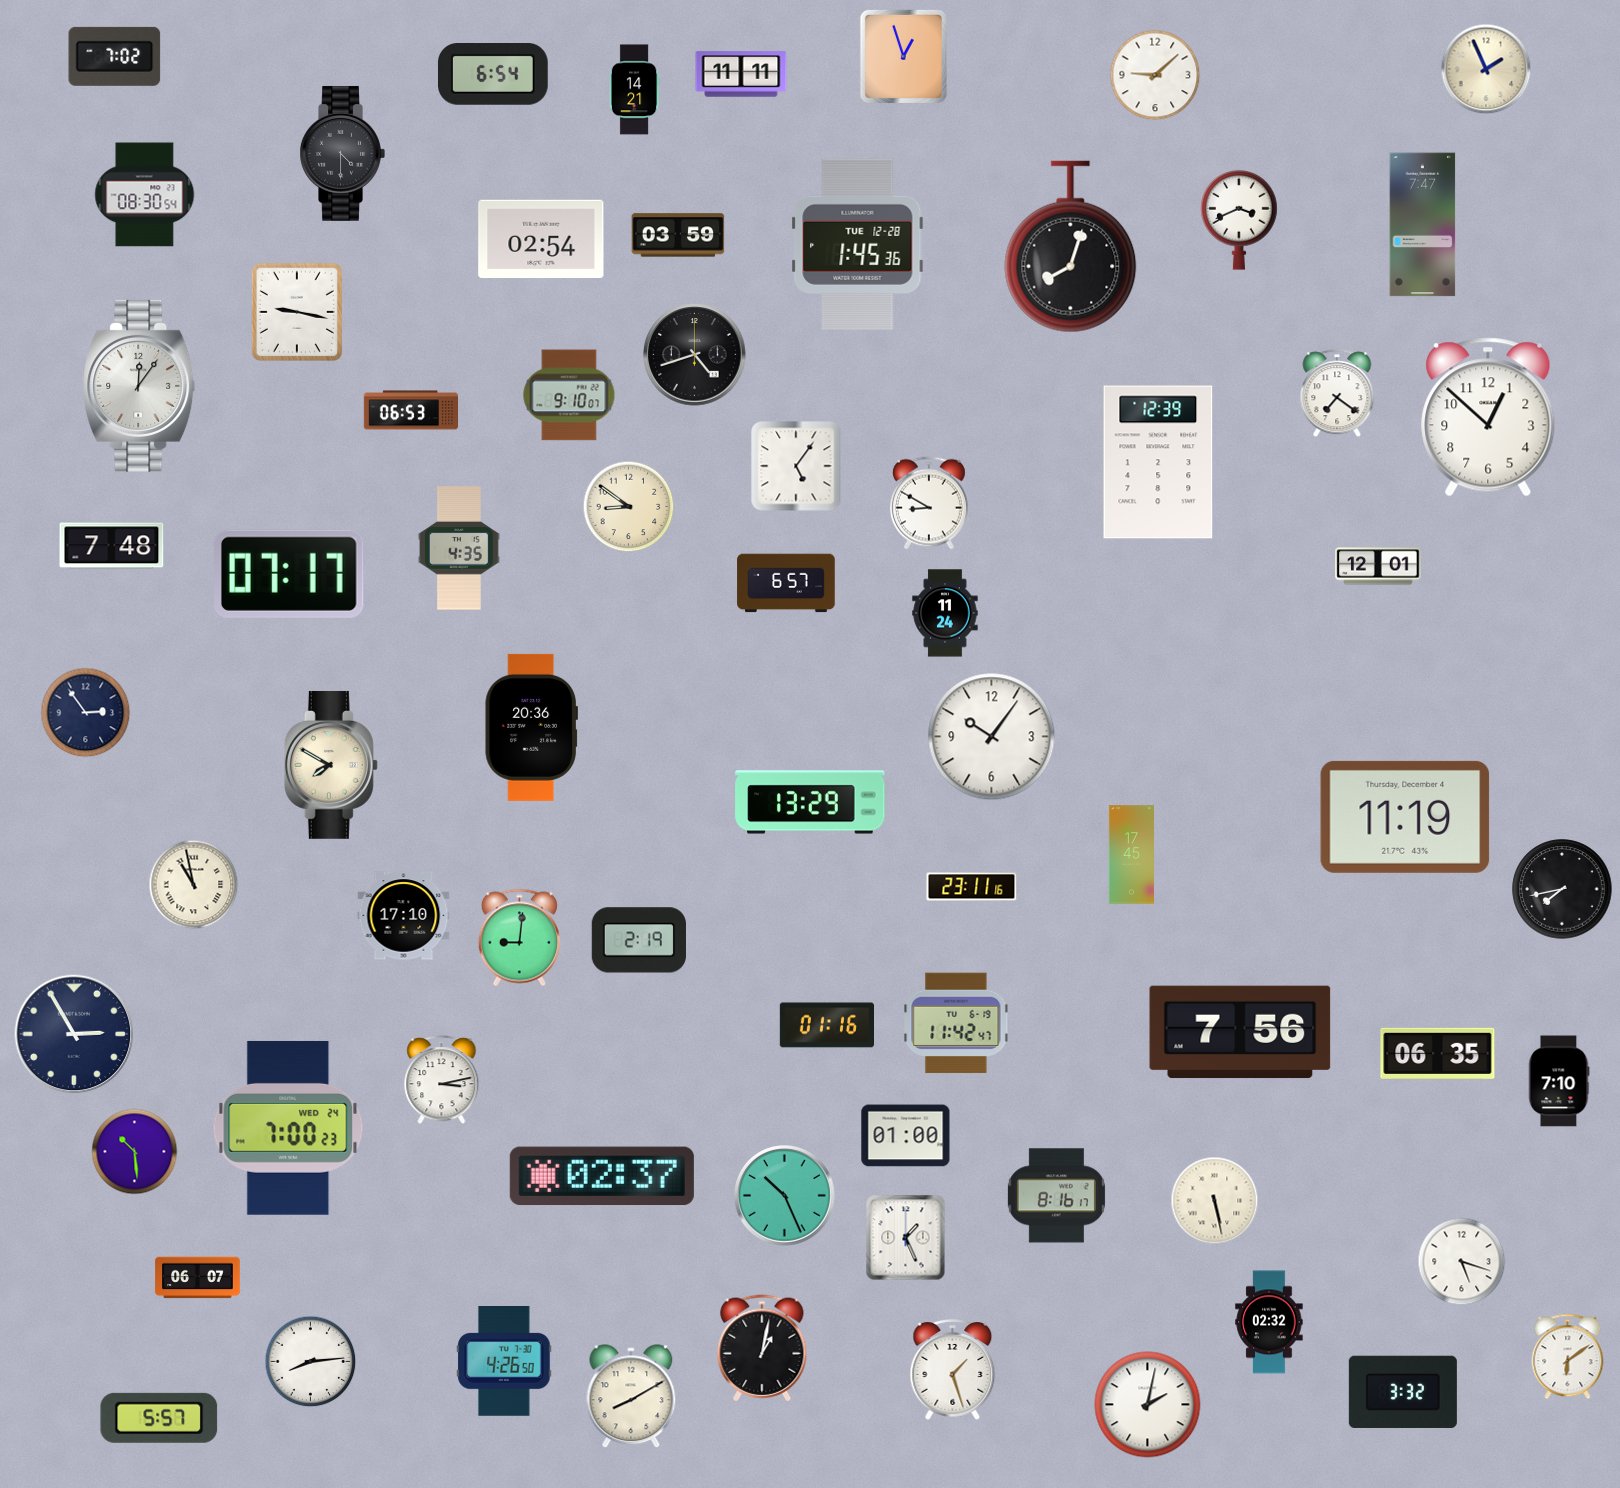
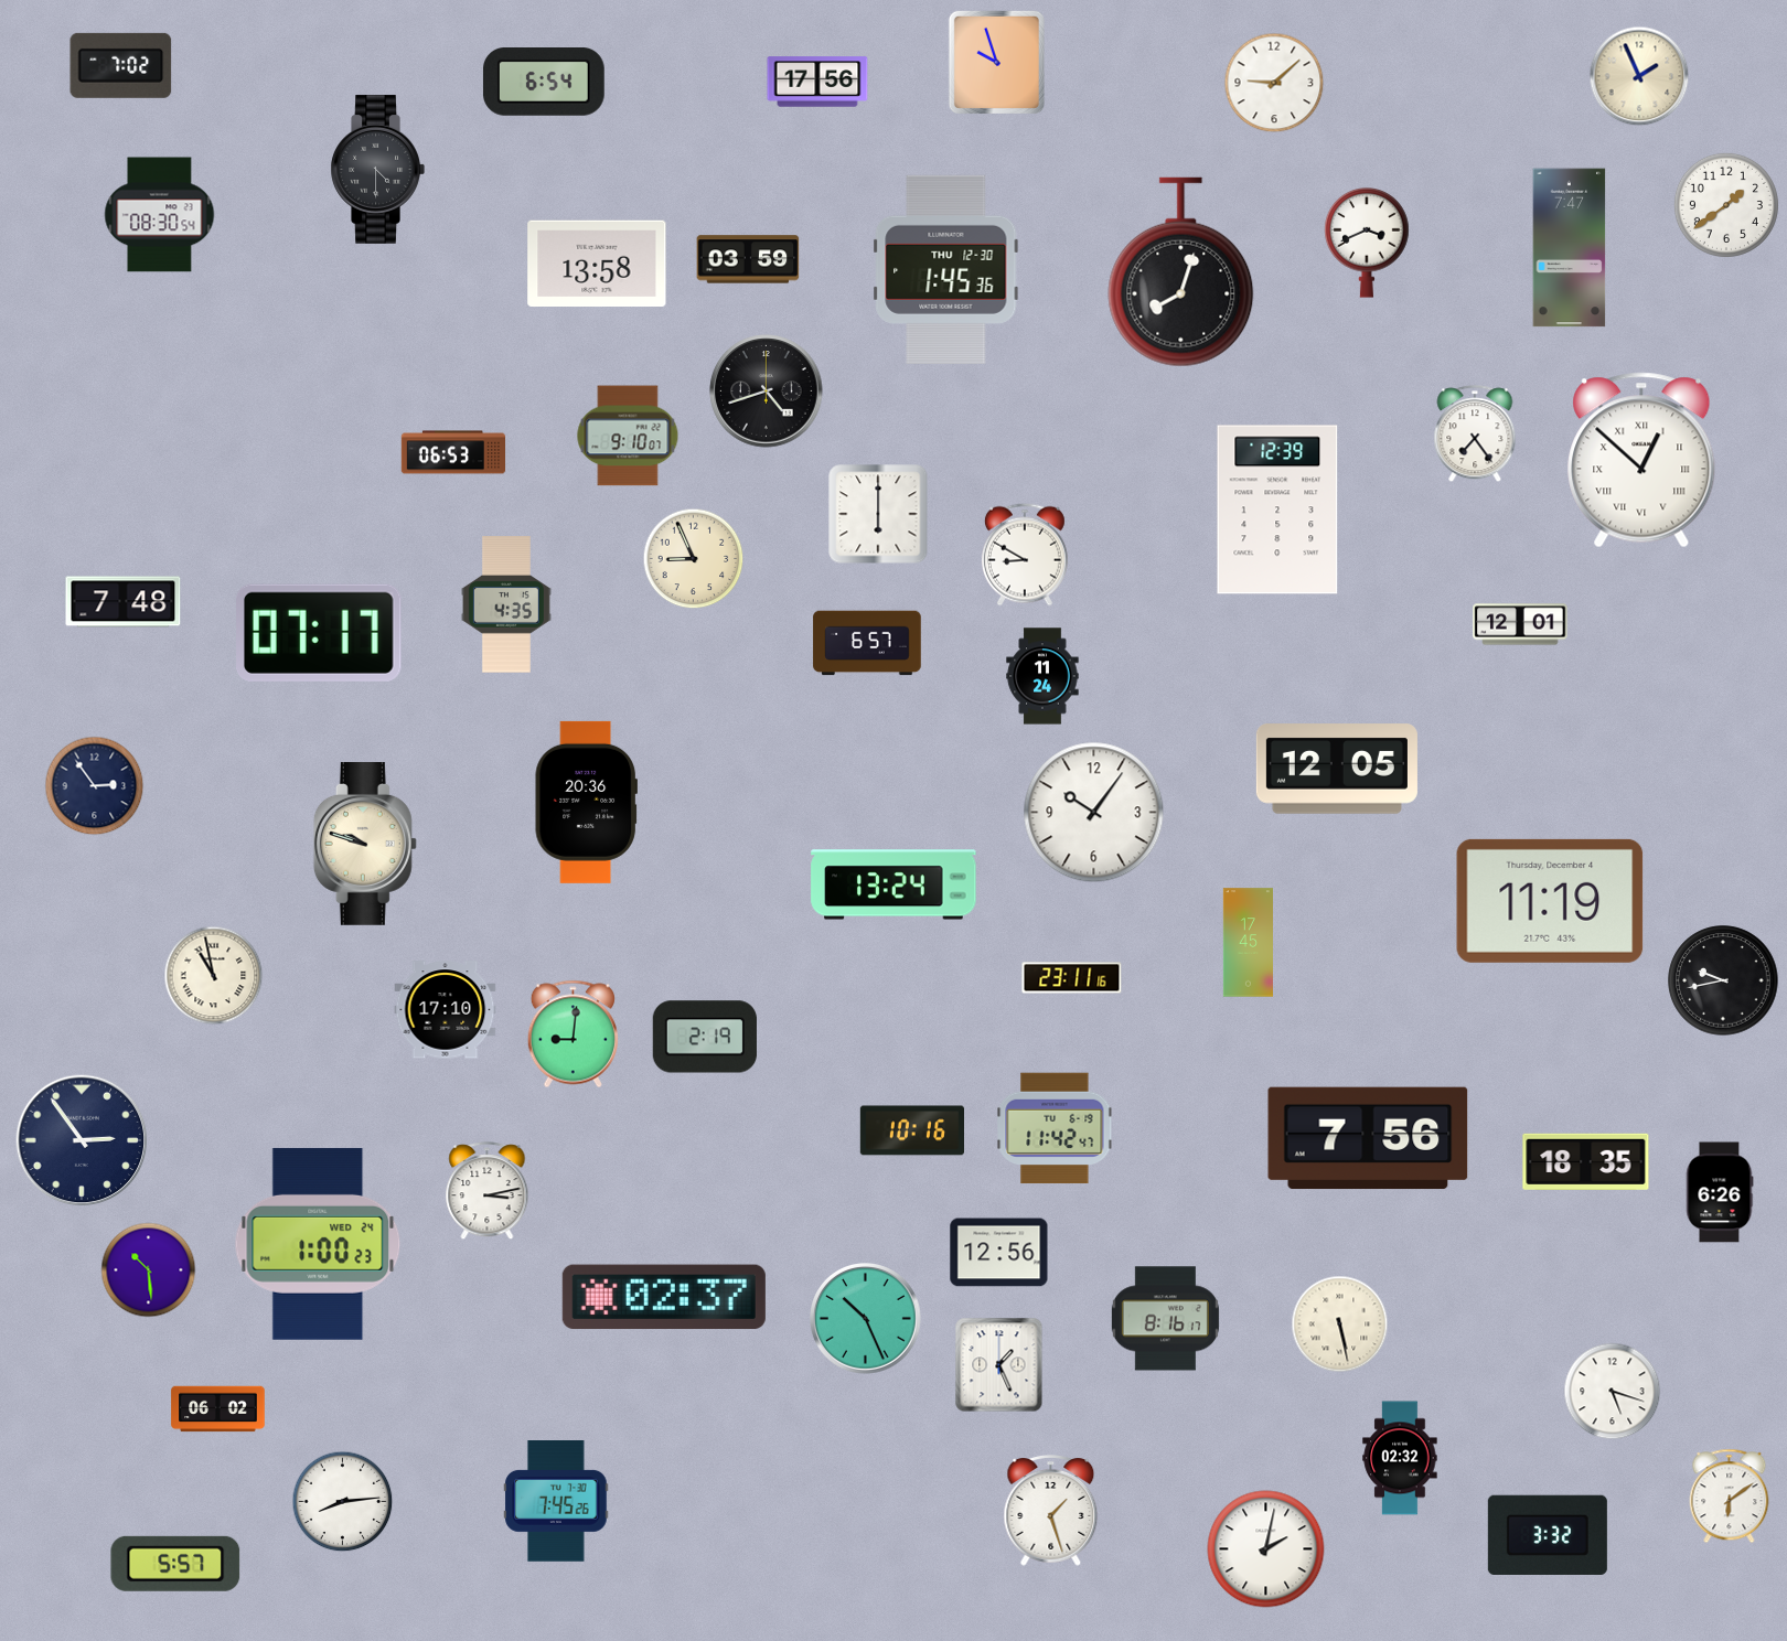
clock at (115, 56) position: (115, 56) -> (121, 65)
clock at (903, 56): 12:57 -> 9:57
clock at (741, 74): 11:11 -> 17:56
clock at (634, 90): 14:21 -> none
clock at (1726, 205): none -> 1:39
clock at (541, 239): 02:54 -> 13:58
clock at (858, 244) date: TUE 12-28 -> THU 12-30
clock at (297, 312): 9:17 -> none
clock at (139, 386): 12:06 -> none
clock at (1337, 394): 7:21 -> 7:24
clock at (1488, 417) numerals: Arabic -> Roman
clock at (796, 466): 5:06 -> 6:00
clock at (629, 507): 8:51 -> 8:56
clock at (1337, 769): none -> 12:05
clock at (331, 765): 7:50 -> 9:48
clock at (810, 802): 13:29 -> 13:24
clock at (1562, 889): 7:43 -> 9:43
clock at (826, 1025): 01:16 -> 10:16
clock at (74, 1034): 2:55 -> 2:54
clock at (1438, 1053): 06:35 -> 18:35
clock at (1559, 1081): 7:10 -> 6:26
clock at (288, 1128): 7:00 -> 1:00
clock at (906, 1136): 01:00 -> 12:56
clock at (198, 1278): 06:07 -> 06:02
clock at (762, 1348): 1:02 -> none
clock at (504, 1362): 4:26 -> 7:45
clock at (631, 1397): 8:10 -> none
